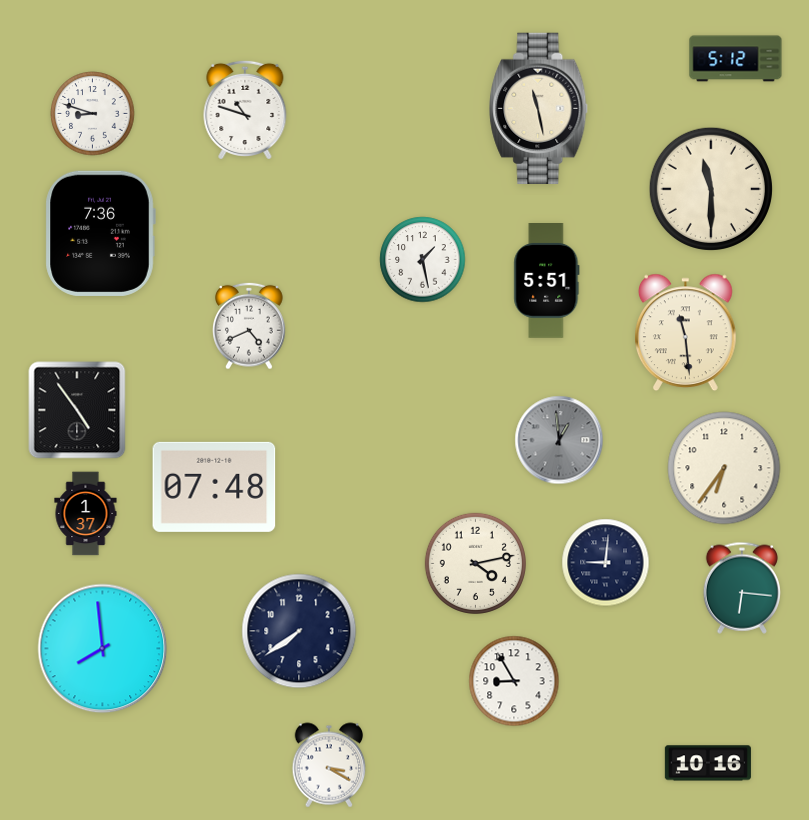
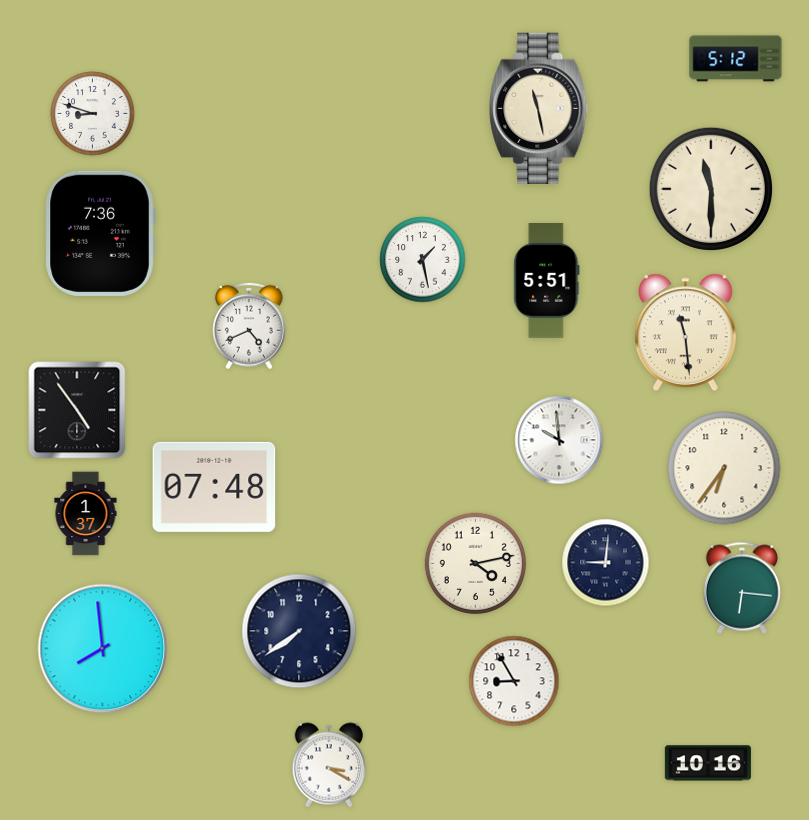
clock at (245, 109): 10:48 -> none
clock at (559, 440): 12:59 -> 9:59
clock at (559, 440) dial: grey -> white
